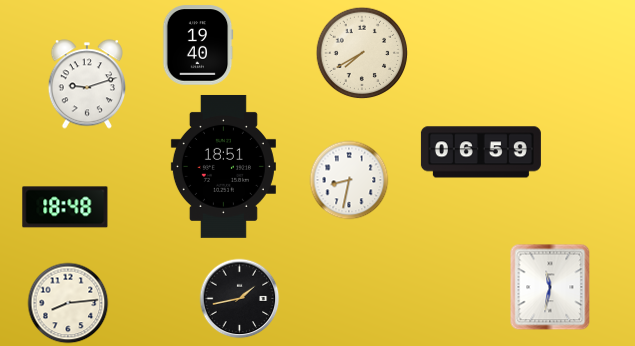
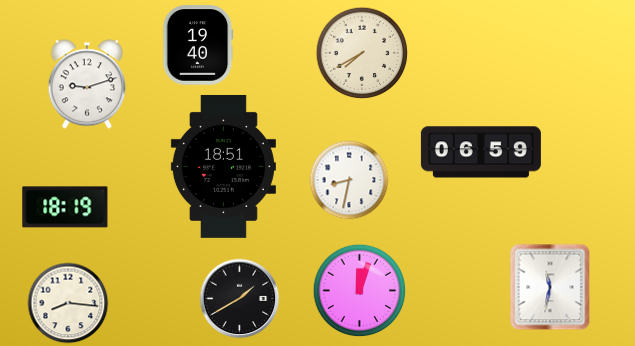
clock at (65, 207): 18:48 -> 18:19
clock at (360, 291): none -> 12:03
clock at (240, 299): 1:43 -> 1:40
clock at (68, 303): 8:14 -> 8:16
